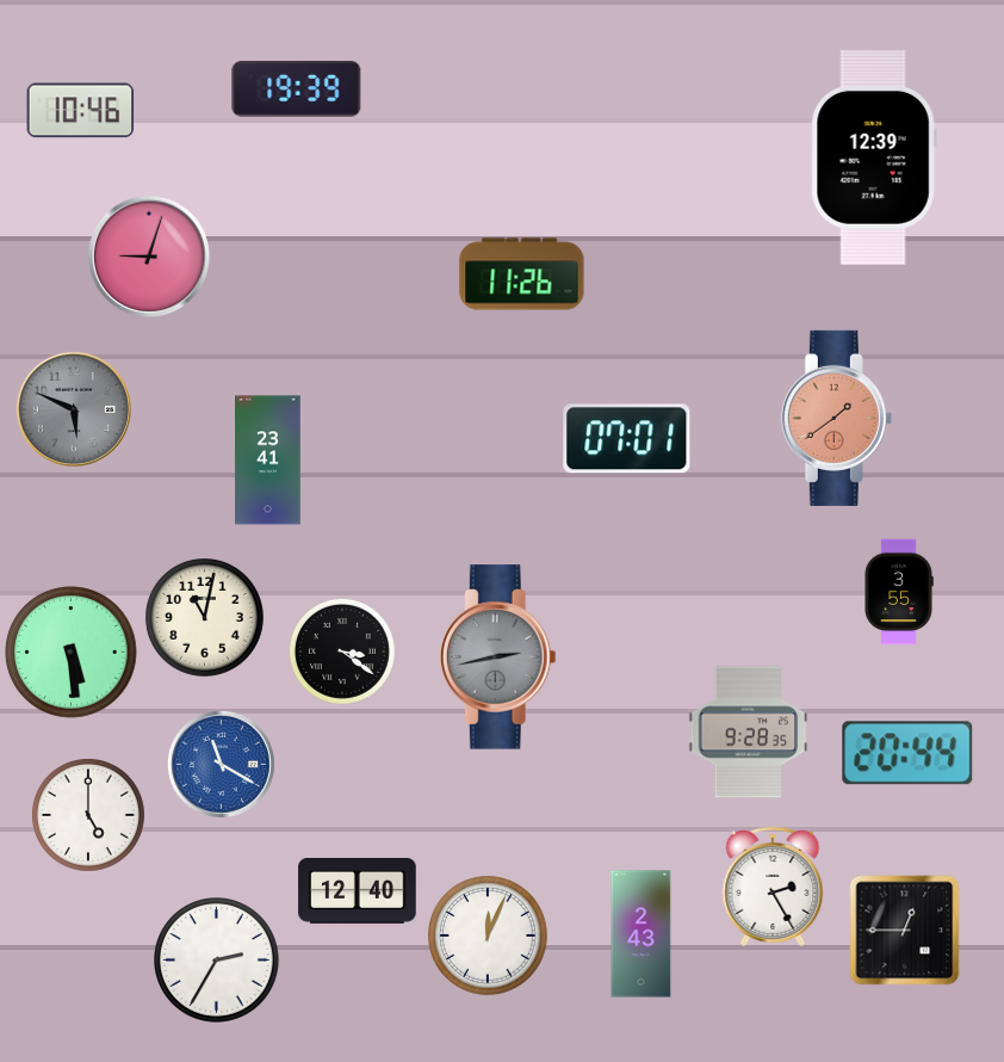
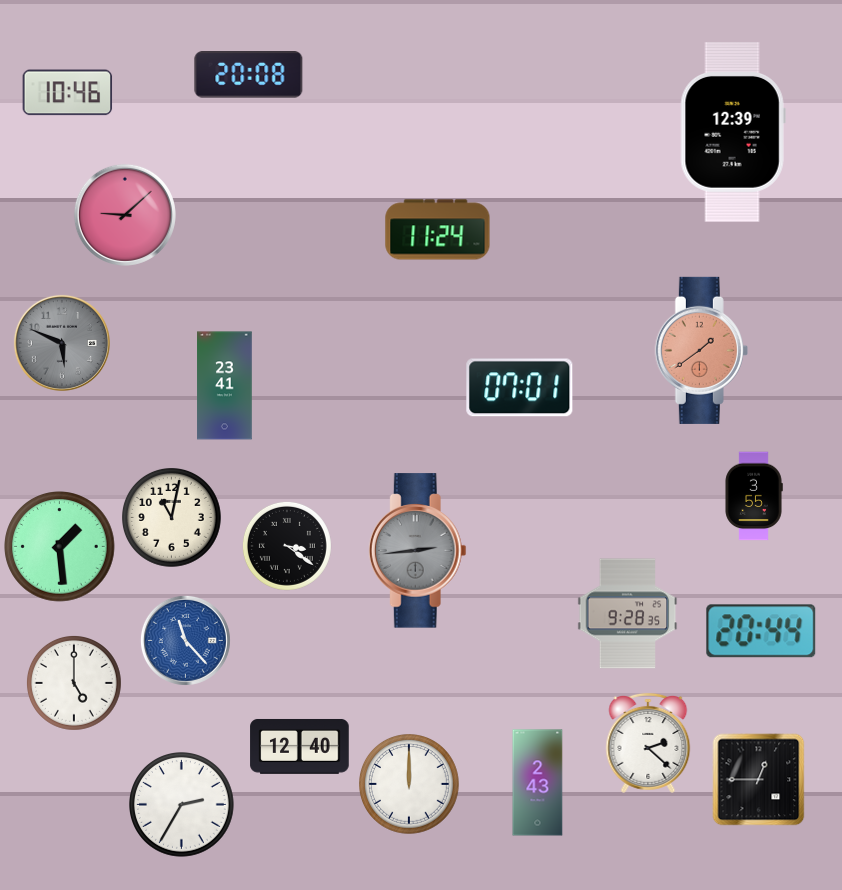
clock at (297, 89): 19:39 -> 20:08
clock at (149, 257): 9:03 -> 9:08
clock at (522, 274): 11:26 -> 11:24
clock at (627, 439) position: (627, 439) -> (520, 388)
clock at (72, 653): 5:29 -> 1:29
clock at (497, 657): 2:43 -> 2:44
clock at (221, 764): 11:20 -> 11:23
clock at (773, 887): 2:25 -> 2:22
clock at (489, 937): 12:04 -> 12:00
